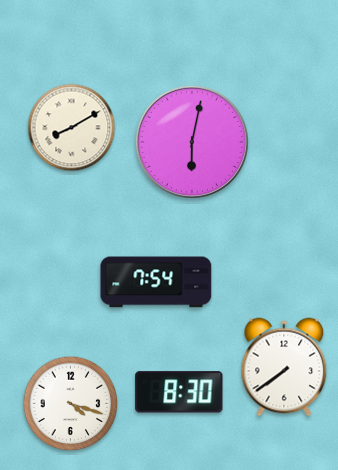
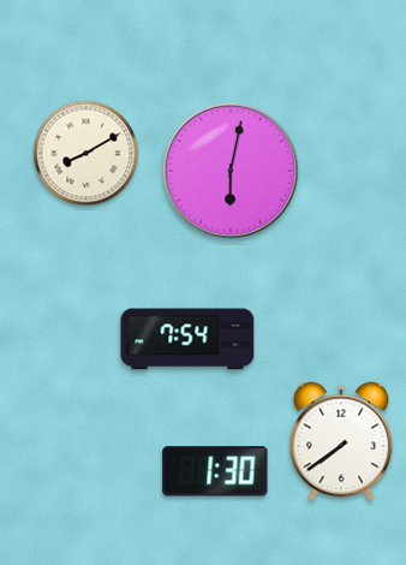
clock at (179, 392): 8:30 -> 1:30
clock at (71, 404): 4:18 -> none
